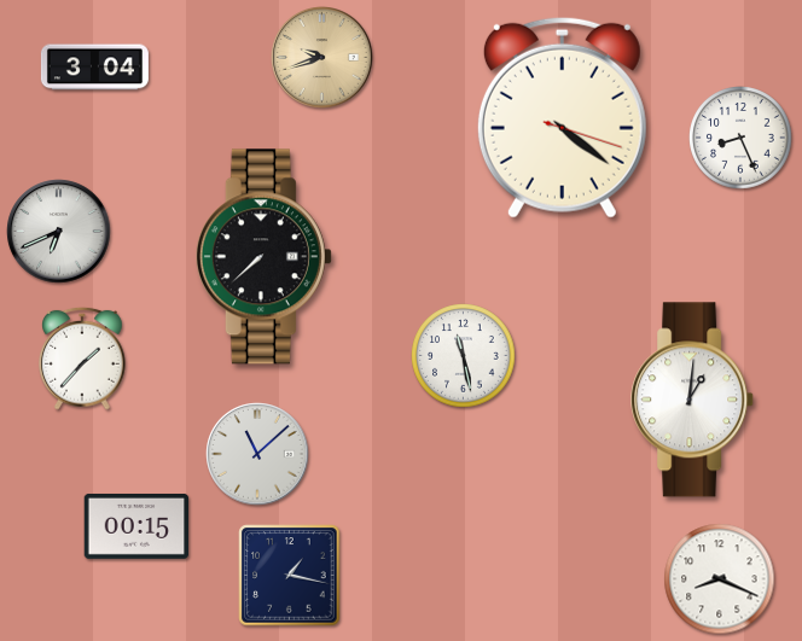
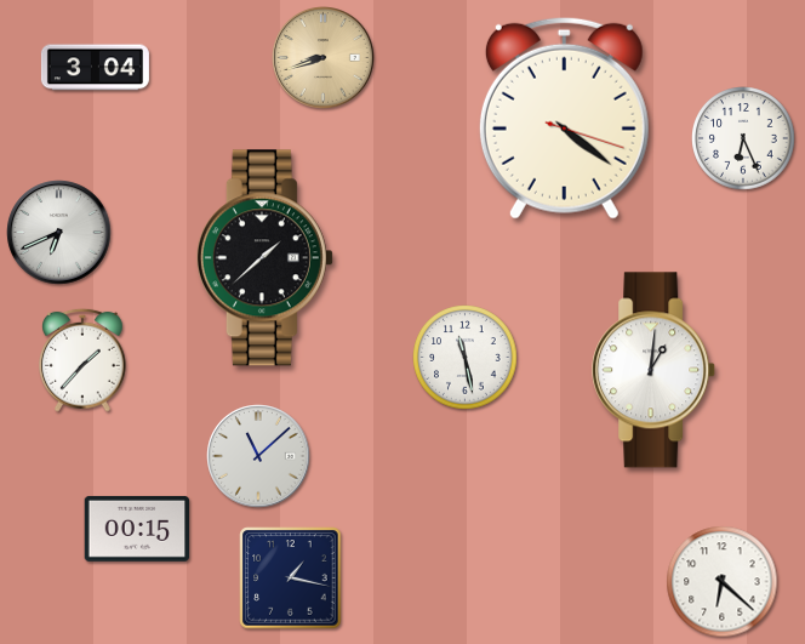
clock at (322, 58): 9:42 -> 8:42
clock at (742, 139): 8:26 -> 6:26
clock at (263, 257): 7:38 -> 1:38
clock at (693, 400) position: (693, 400) -> (655, 370)
clock at (720, 579): 8:19 -> 6:22
